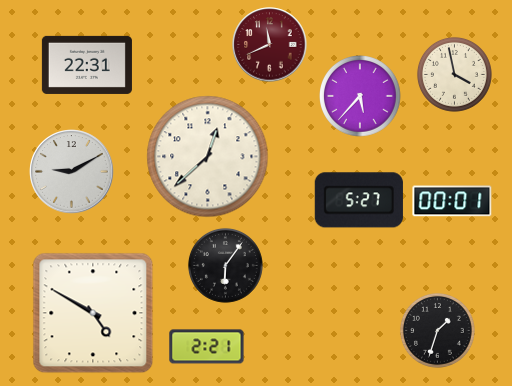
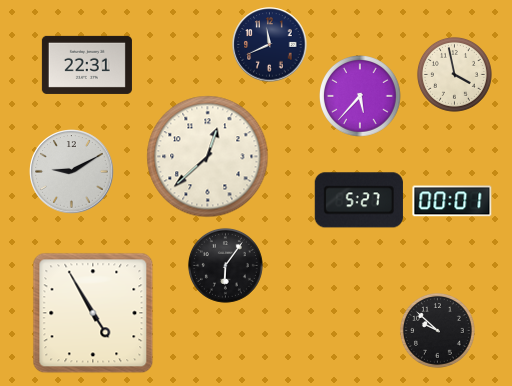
clock at (270, 45) dial: burgundy -> navy
clock at (93, 313): 4:50 -> 4:55
clock at (437, 330): 1:33 -> 9:52
clock at (207, 347): 2:21 -> none
